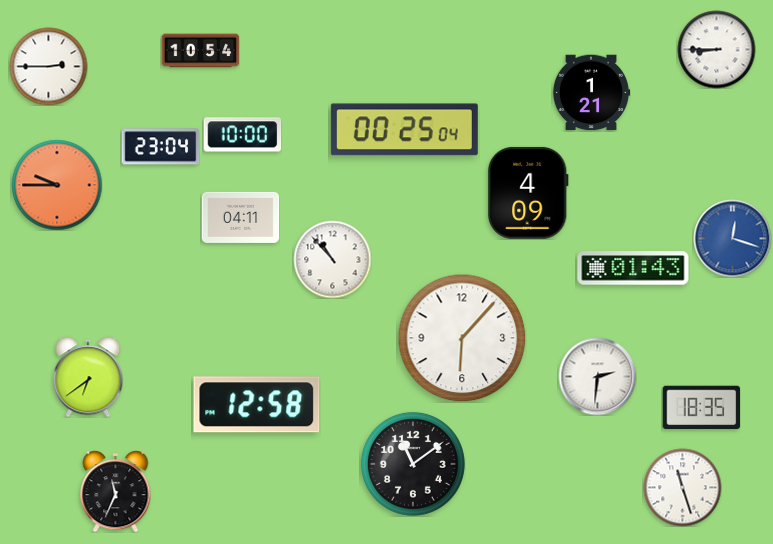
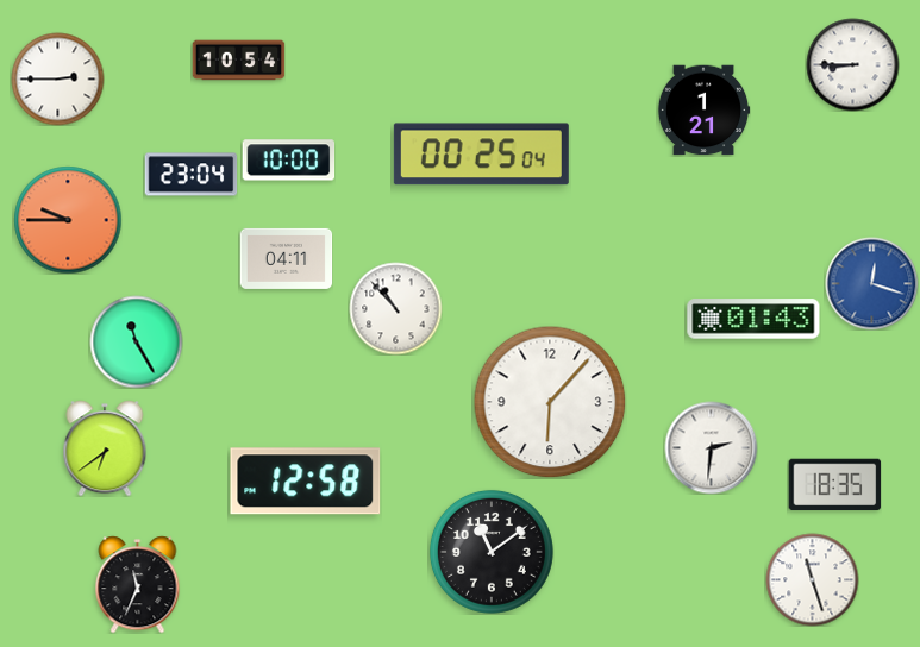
clock at (716, 49) position: (716, 49) -> (852, 64)
clock at (528, 193): 4:09 -> none
clock at (136, 341): none -> 11:25
